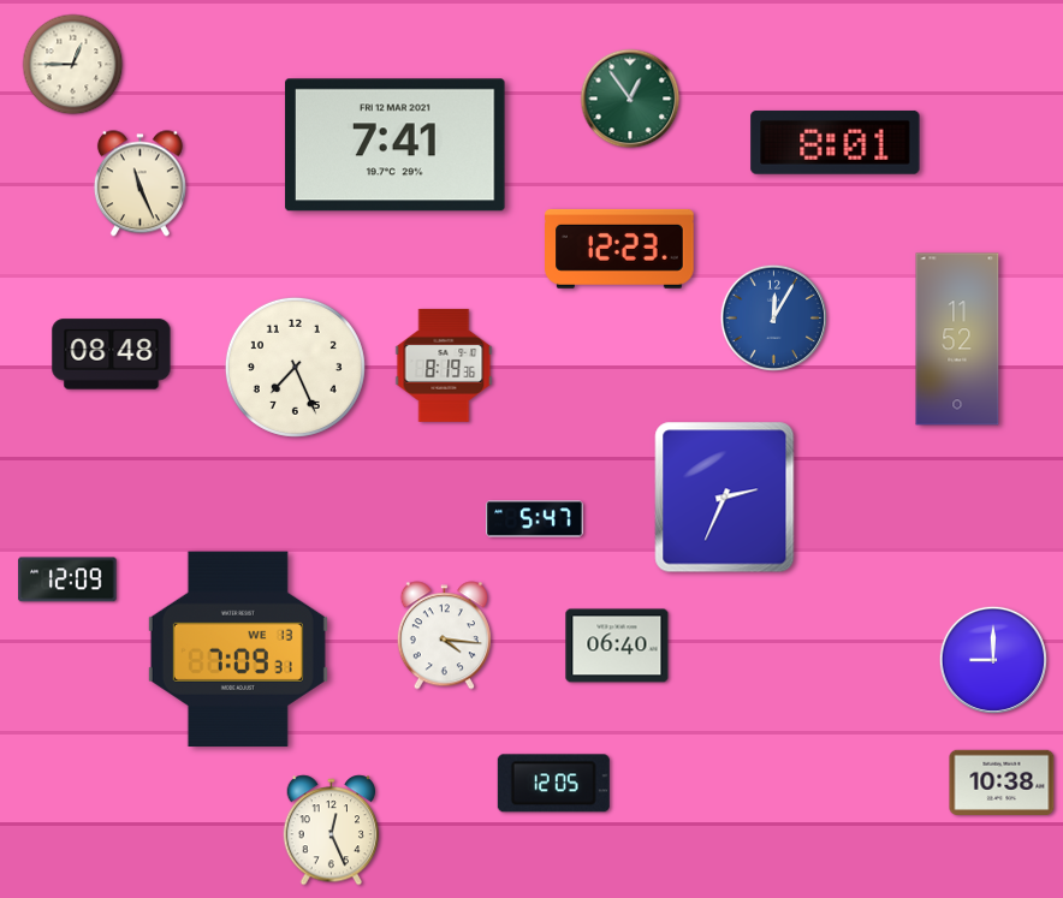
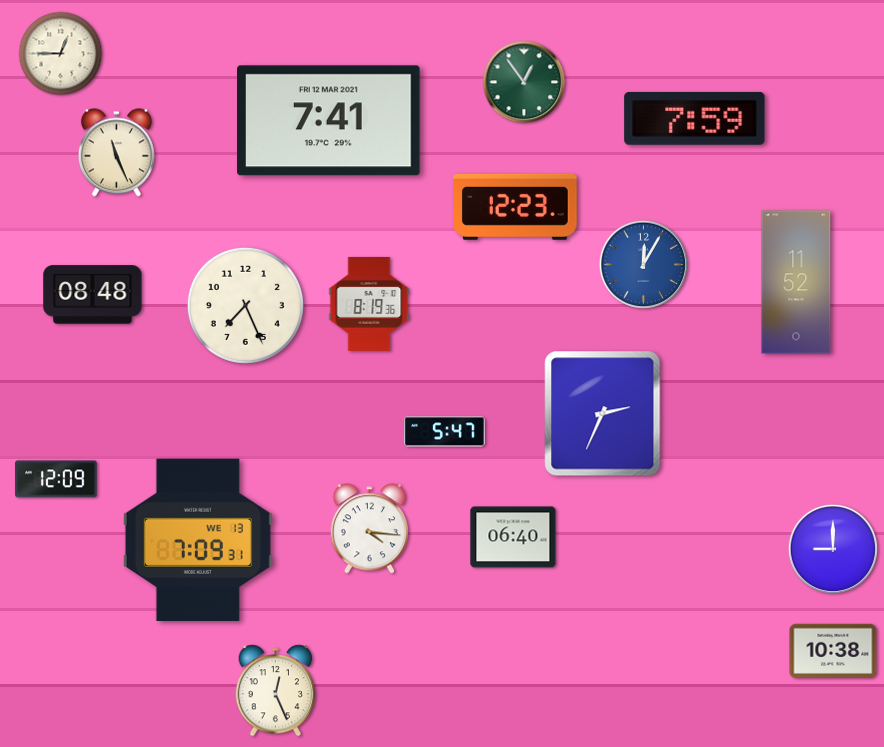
clock at (836, 142): 8:01 -> 7:59
clock at (67, 579) position: (67, 579) -> (56, 479)
clock at (993, 660) position: (993, 660) -> (833, 549)
clock at (553, 784): 12:05 -> none
